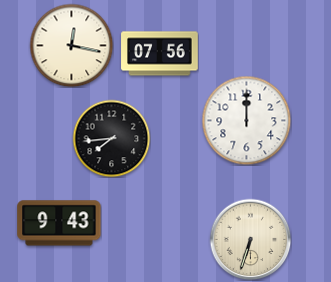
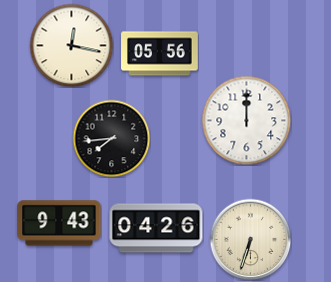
clock at (160, 54): 07:56 -> 05:56
clock at (156, 228): none -> 04:26
